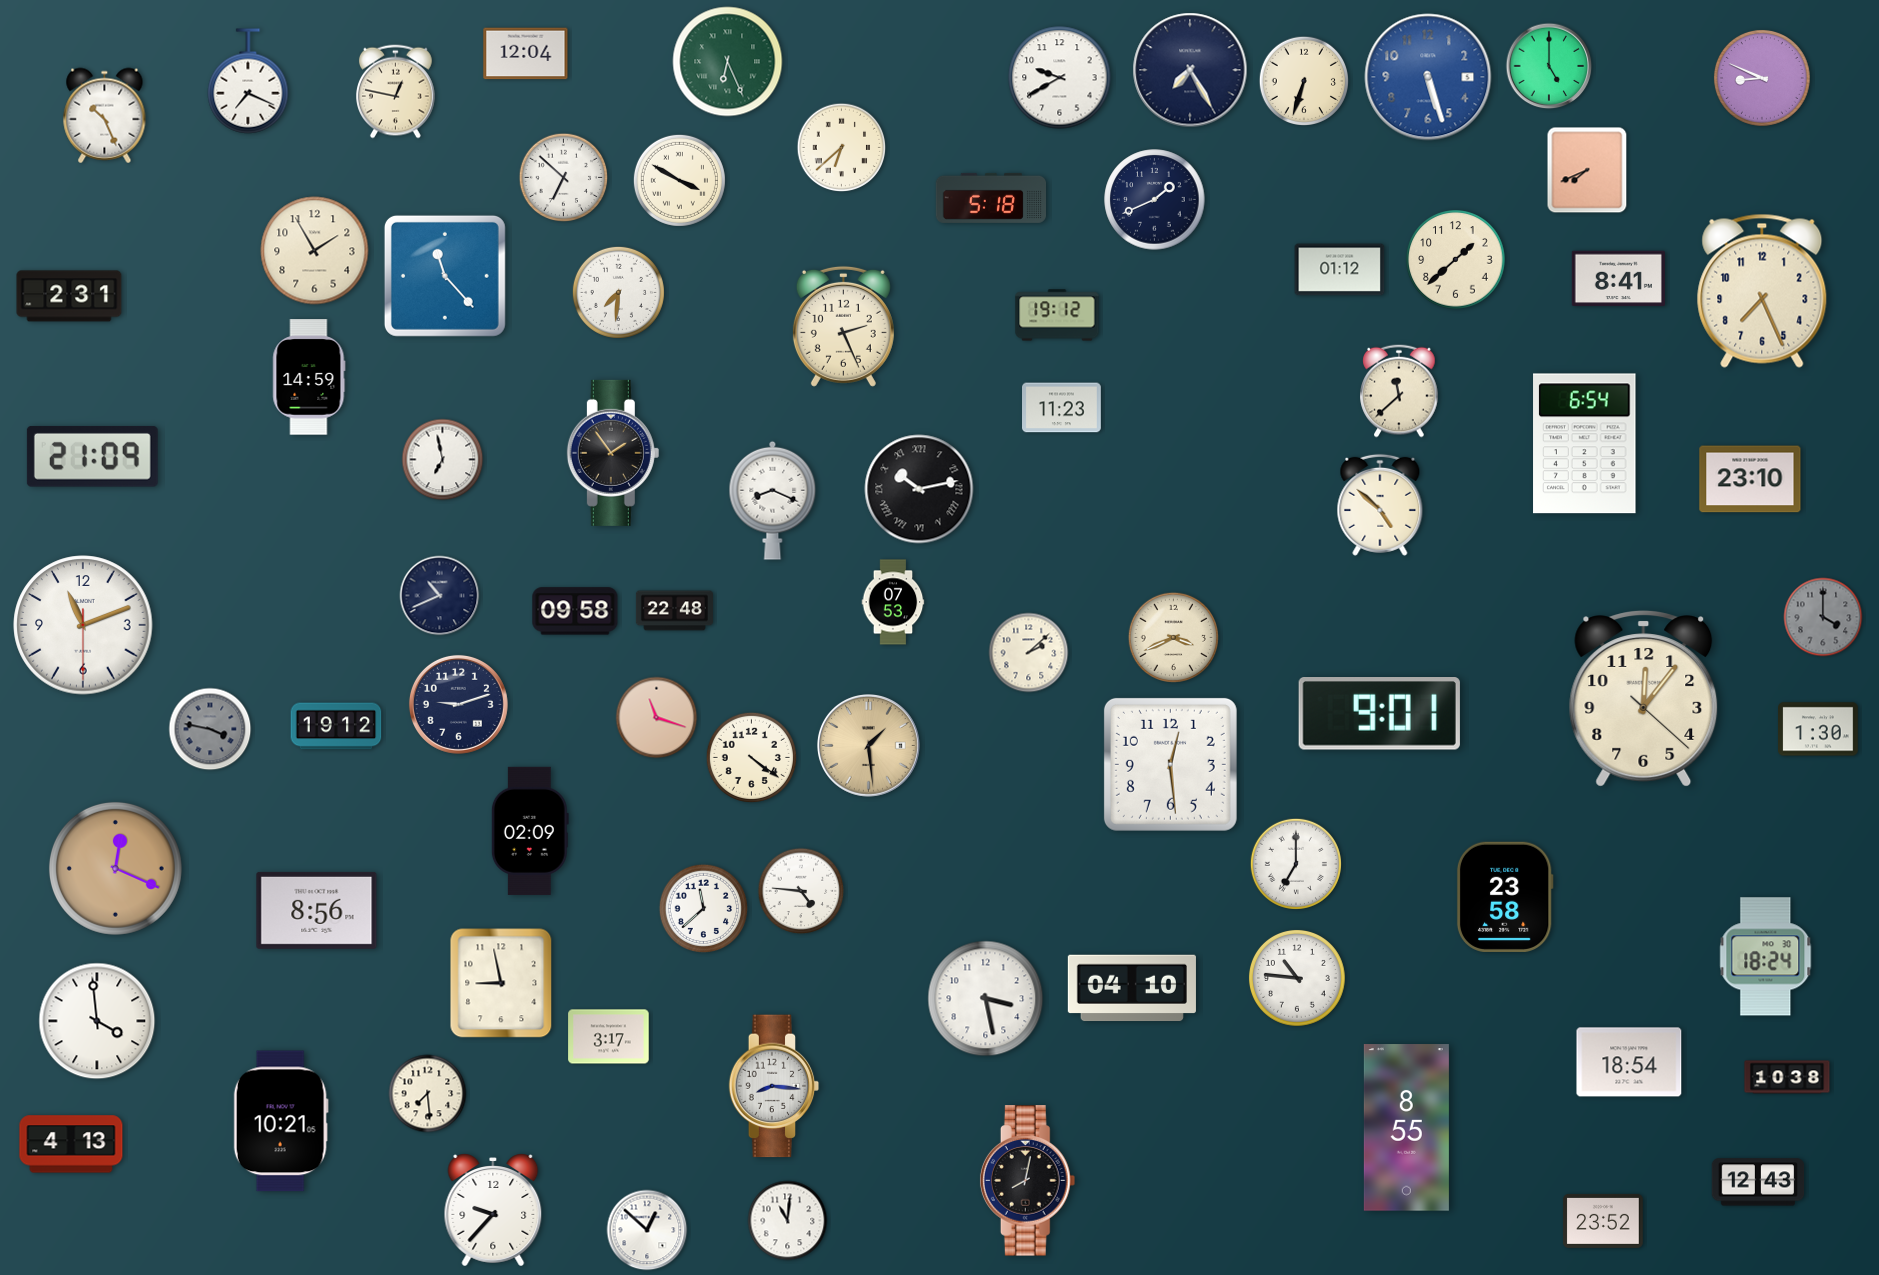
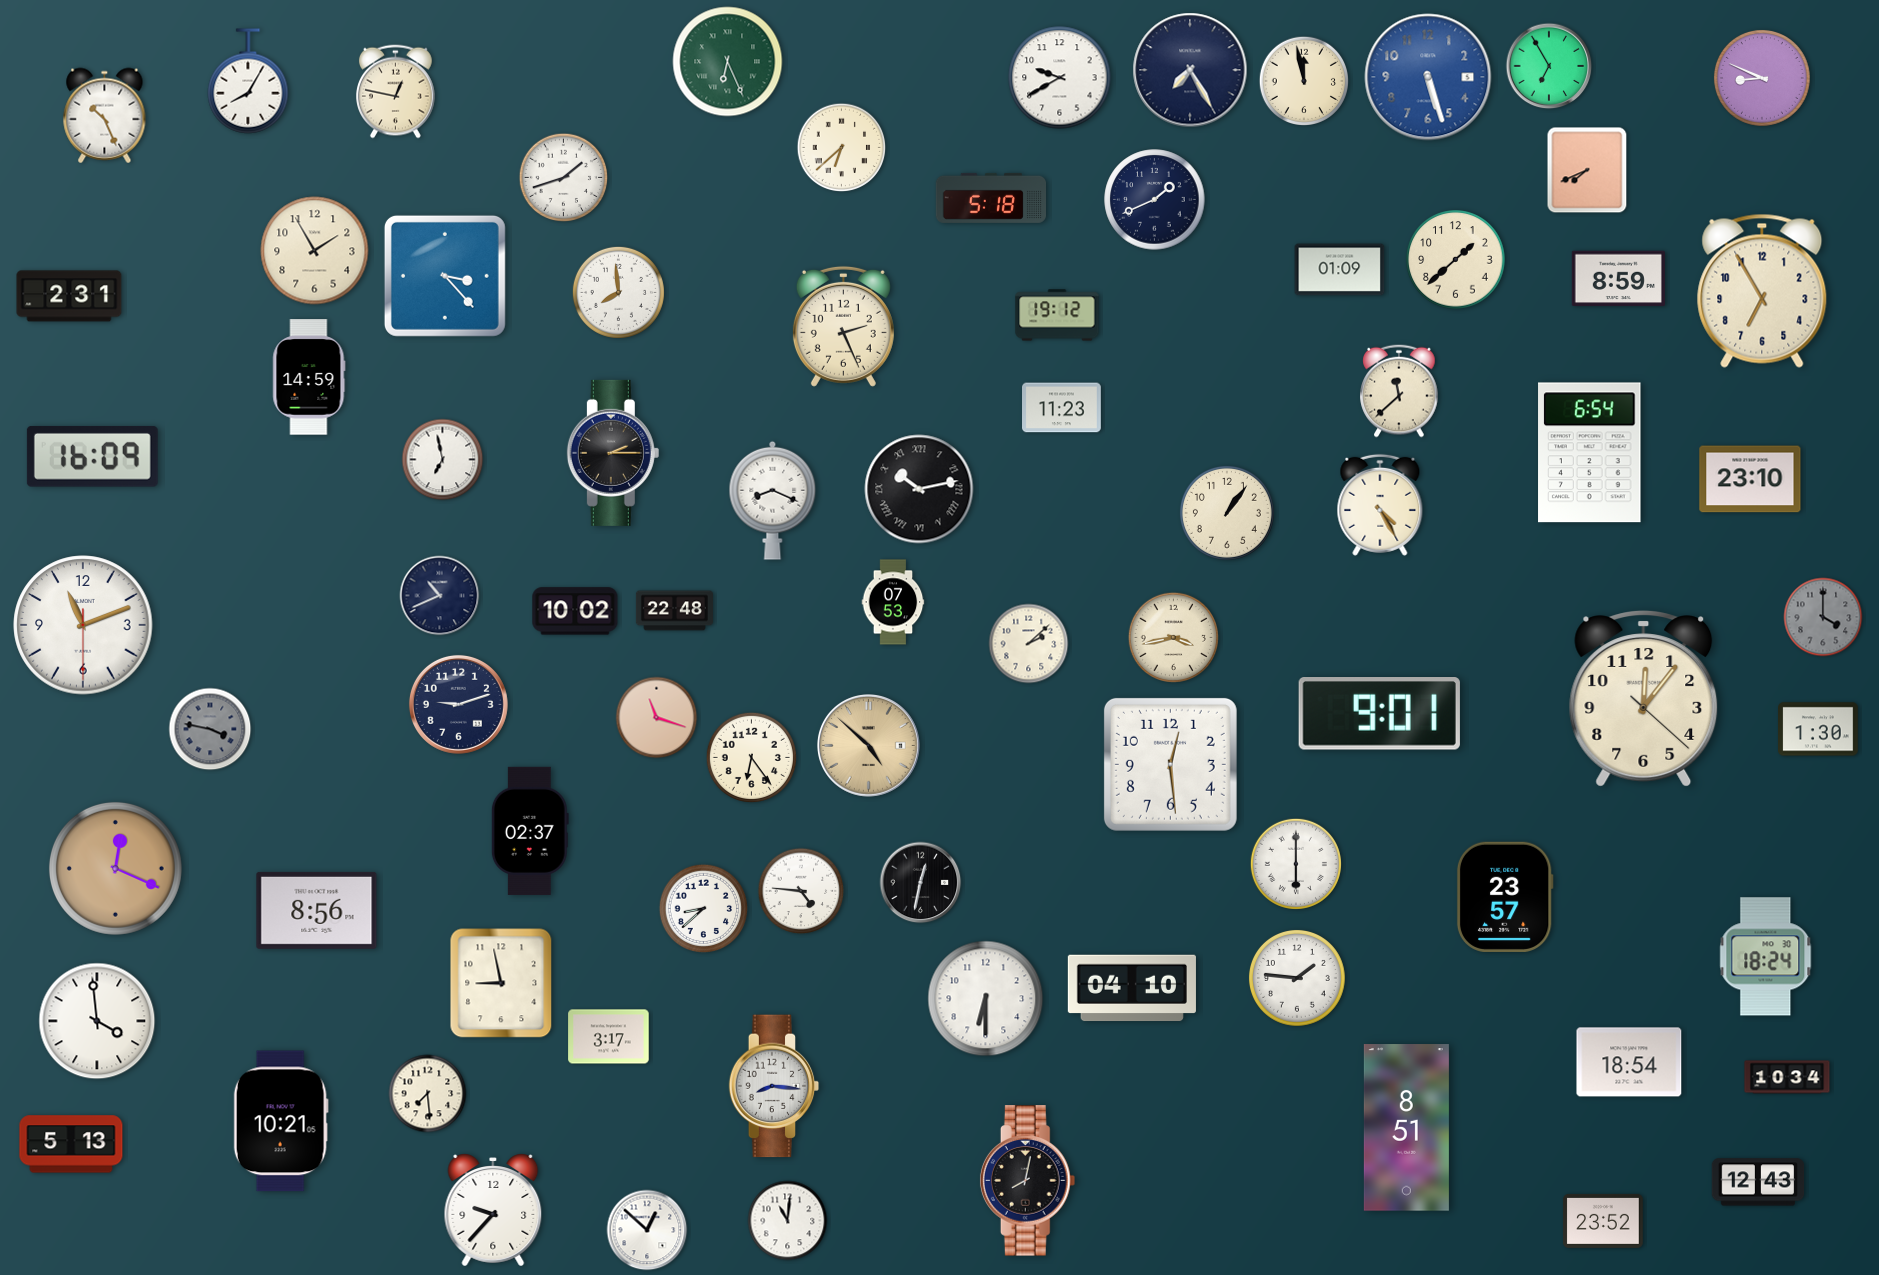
clock at (526, 54): 12:04 -> none
clock at (1549, 66): 5:00 -> 6:55
clock at (248, 81): 7:19 -> 8:05
clock at (1304, 81): 6:33 -> 11:58
clock at (564, 178): 6:52 -> 1:42
clock at (679, 180): 3:50 -> none
clock at (1340, 270): 01:12 -> 01:09
clock at (445, 276): 11:23 -> 3:23
clock at (1618, 279): 8:41 -> 8:59
clock at (1762, 291): 7:26 -> 6:55
clock at (618, 292): 7:31 -> 7:59
clock at (1585, 444) position: (1585, 444) -> (1590, 453)
clock at (613, 453): 1:54 -> 2:15
clock at (92, 457): 21:09 -> 16:09
clock at (1380, 505): 4:52 -> 4:25
clock at (1227, 513): none -> 1:06
clock at (575, 611): 09:58 -> 10:02
clock at (1173, 637): 3:41 -> 3:43
clock at (1029, 653) position: (1029, 653) -> (1029, 644)
clock at (336, 726): 19:12 -> none
clock at (869, 746): 1:29 -> 4:52
clock at (751, 757): 4:21 -> 6:24
clock at (530, 831): 02:09 -> 02:37
clock at (1296, 864): 7:00 -> 6:00
clock at (921, 883): none -> 12:32
clock at (1505, 897): 23:58 -> 23:57
clock at (704, 909): 11:38 -> 8:38
clock at (1297, 978): 10:46 -> 1:46
clock at (986, 999): 3:28 -> 6:30
clock at (1787, 1077): 10:38 -> 10:34
clock at (1406, 1128): 8:55 -> 8:51
clock at (71, 1144): 4:13 -> 5:13
